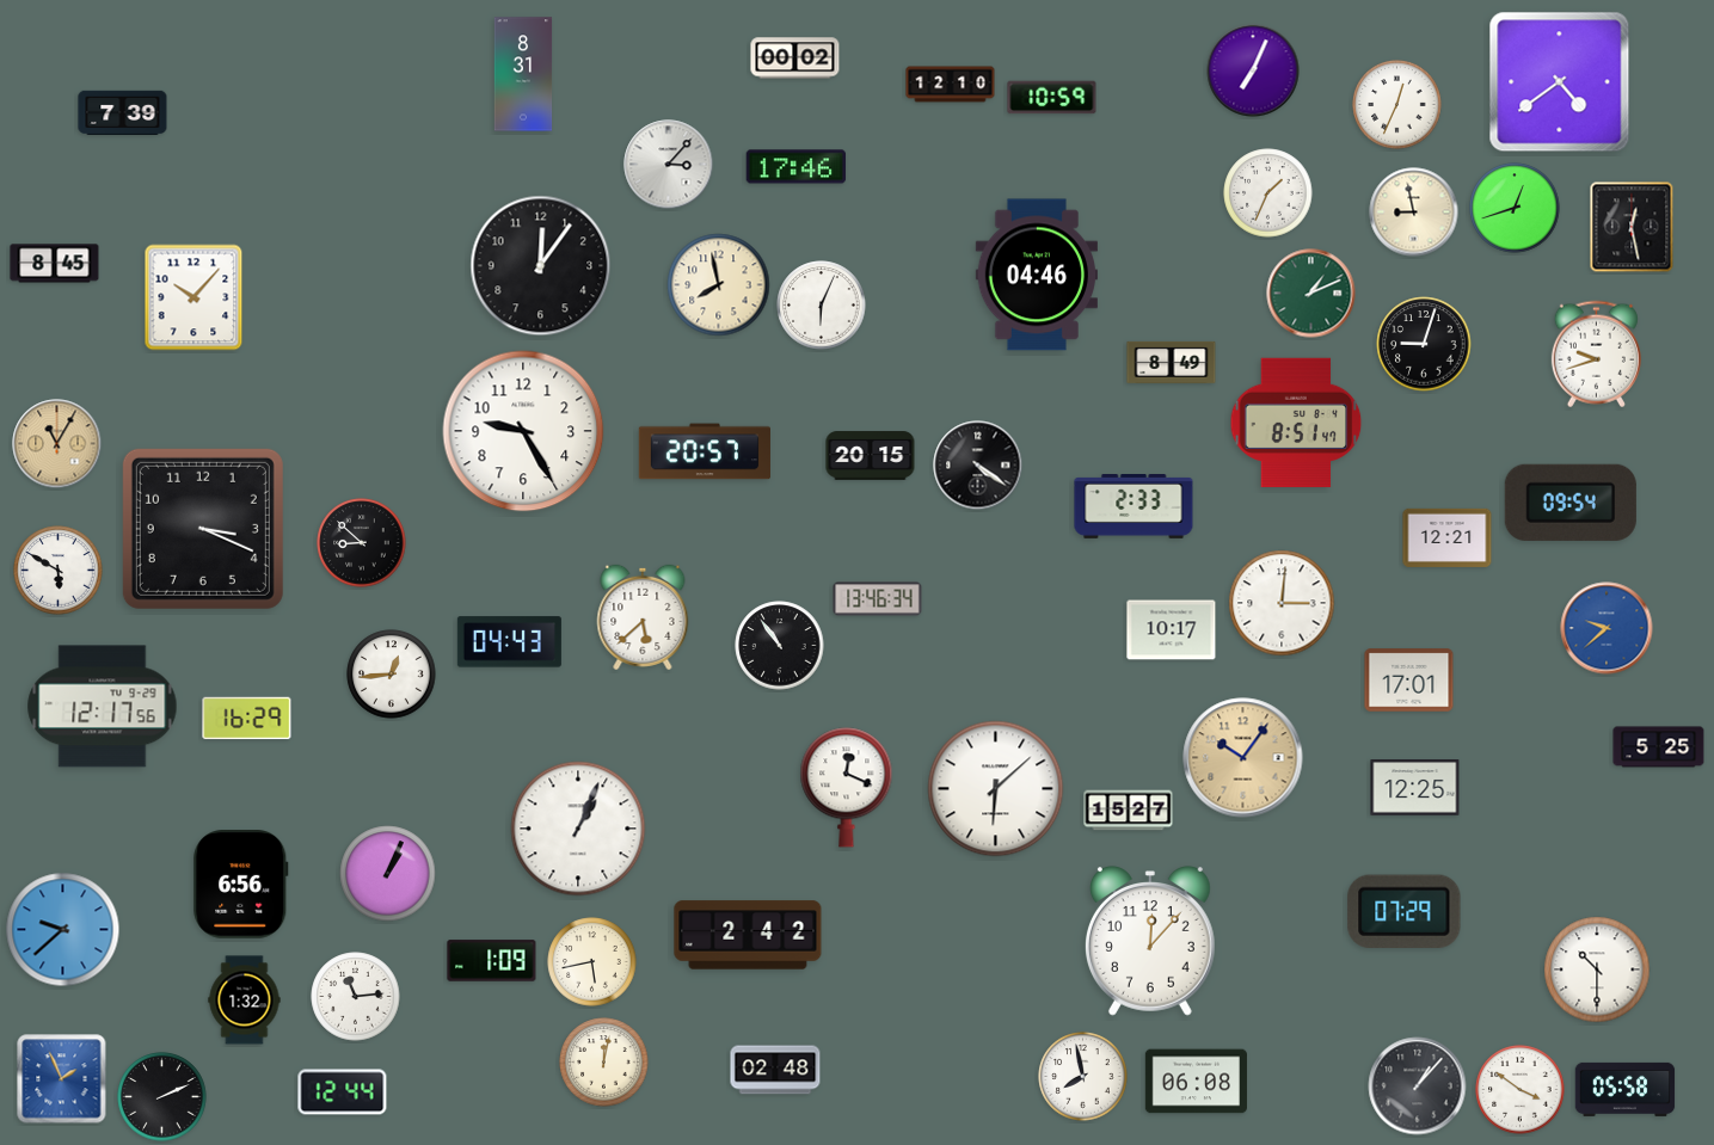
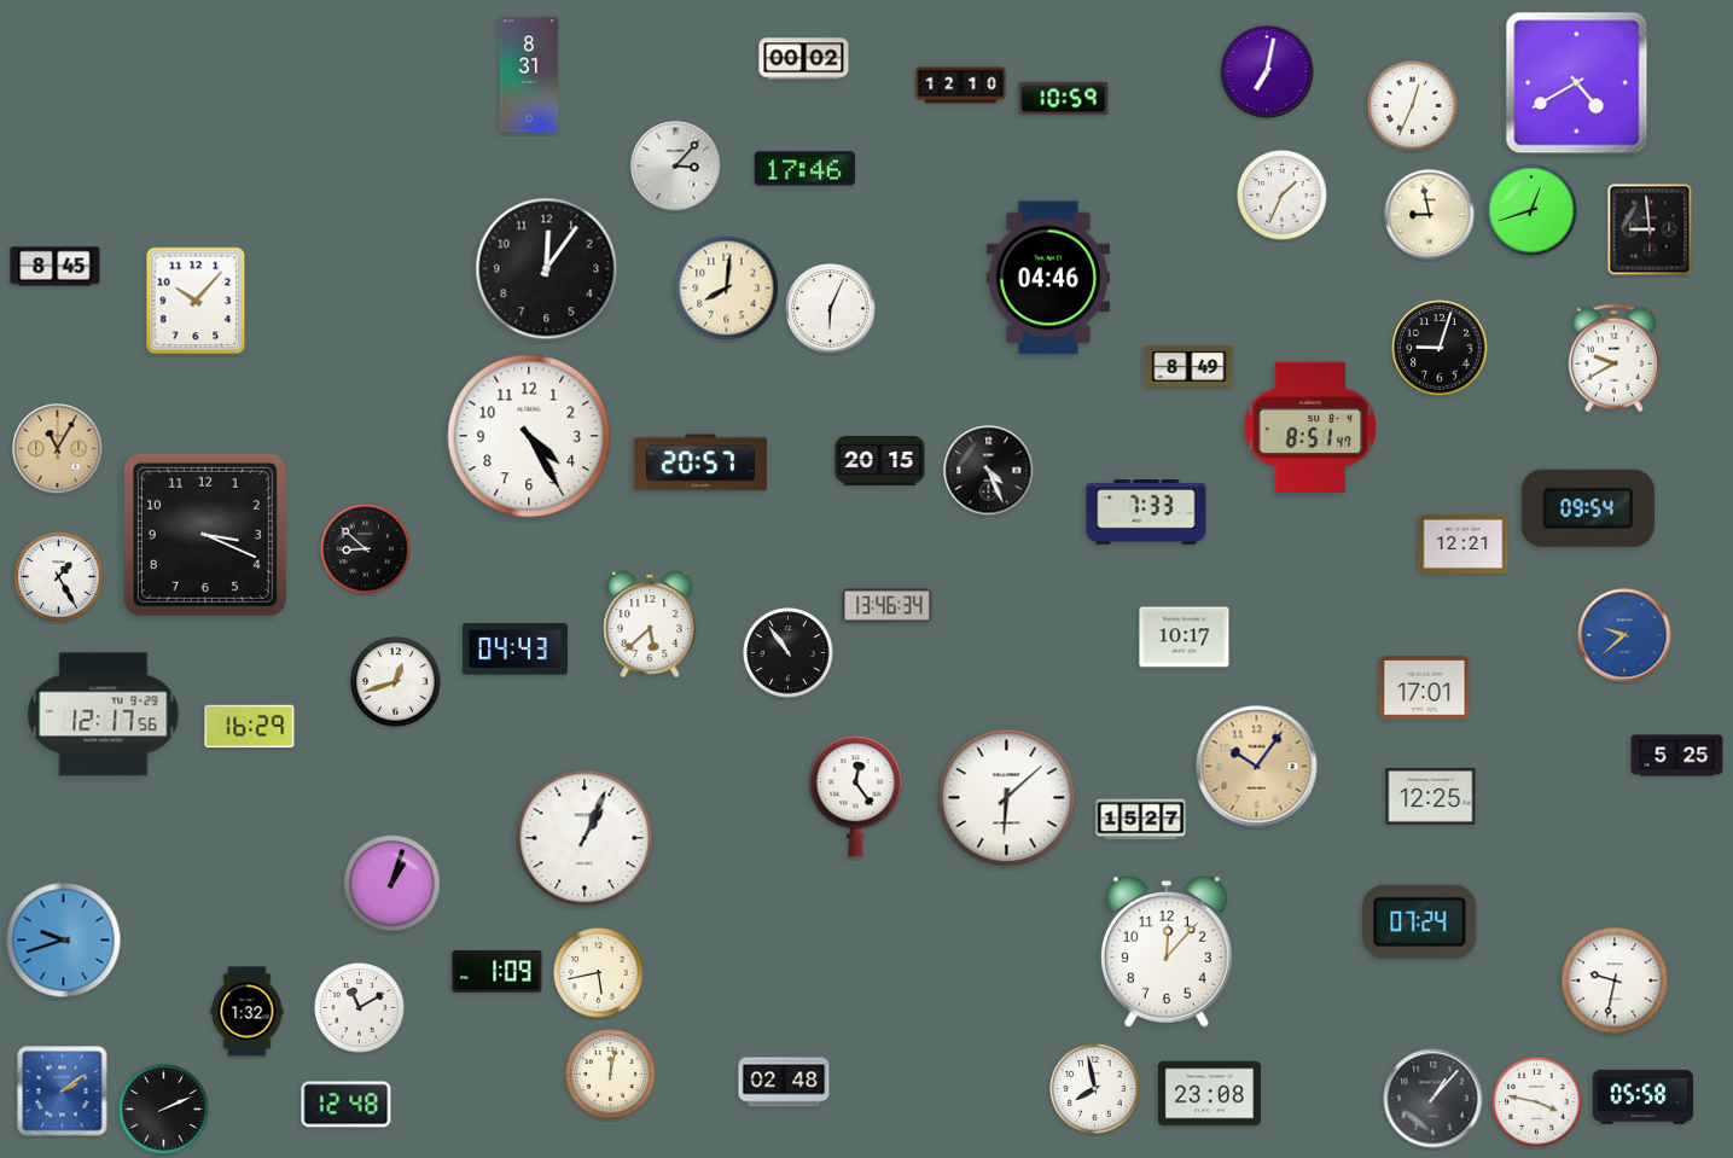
clock at (1253, 70): 7:04 -> 7:02
clock at (1560, 82): 4:39 -> 4:40
clock at (123, 113): 7:39 -> none
clock at (1632, 227): 12:28 -> 8:59
clock at (719, 285): 7:58 -> 8:01
clock at (1311, 294): 1:11 -> none
clock at (1596, 355): 9:42 -> 9:40
clock at (1172, 362) position: (1172, 362) -> (1190, 366)
clock at (523, 431): 9:25 -> 4:25
clock at (705, 451) position: (705, 451) -> (700, 462)
clock at (978, 466): 4:21 -> 4:26
clock at (1134, 507): 2:33 -> 7:33
clock at (59, 571): 5:50 -> 1:25
clock at (1282, 603): 3:01 -> none
clock at (392, 675): 12:44 -> 12:42
clock at (847, 788): 12:19 -> 12:24
clock at (388, 874): 1:04 -> 1:03
clock at (241, 885): 6:56 -> none
clock at (1405, 911): 07:29 -> 07:24
clock at (63, 930): 9:38 -> 9:42
clock at (748, 935): 2:42 -> none
clock at (1150, 941) position: (1150, 941) -> (1167, 952)
clock at (1597, 969): 10:30 -> 9:32
clock at (356, 997): 11:14 -> 11:10
clock at (62, 1079): 1:56 -> 2:09
clock at (1196, 1082): 06:08 -> 23:08
clock at (1626, 1089) position: (1626, 1089) -> (1644, 1096)
clock at (1521, 1090): 3:51 -> 3:47
clock at (343, 1092): 12:44 -> 12:48
